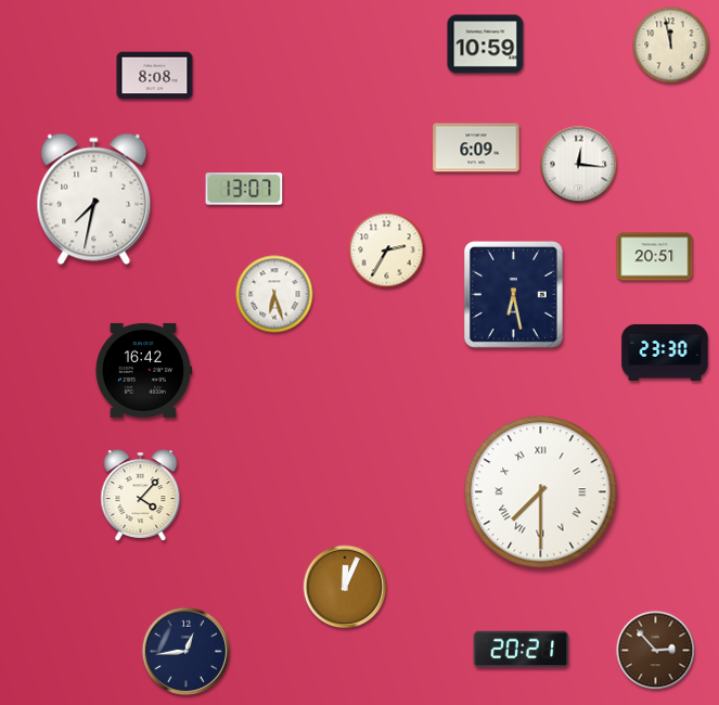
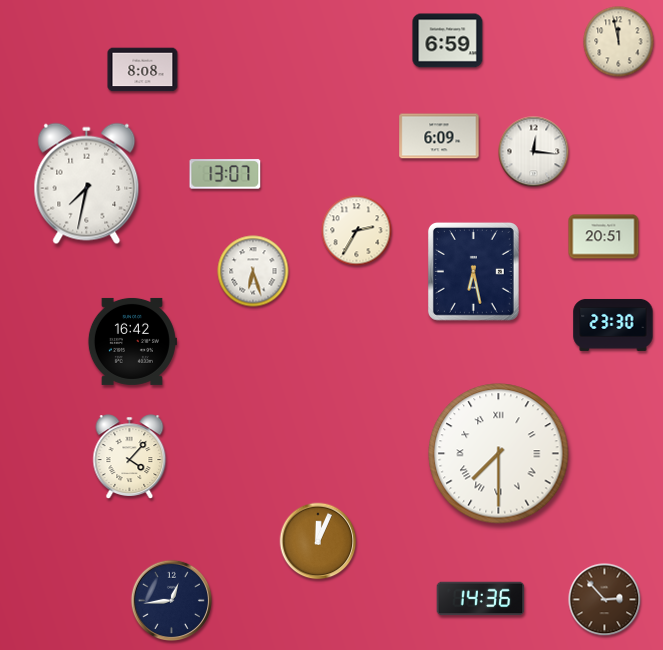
clock at (486, 44): 10:59 -> 6:59
clock at (522, 650): 20:21 -> 14:36
